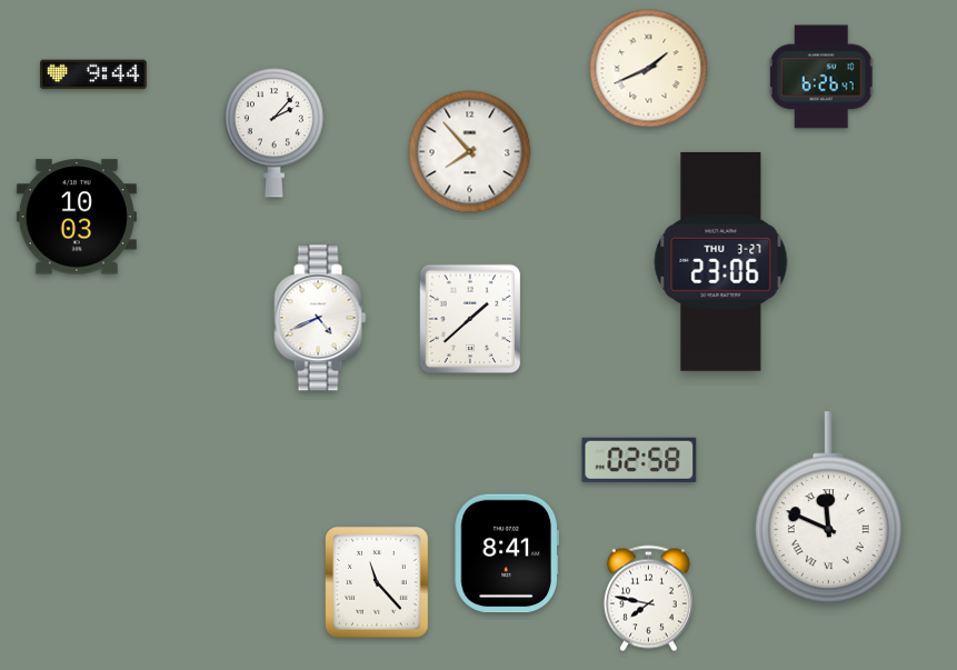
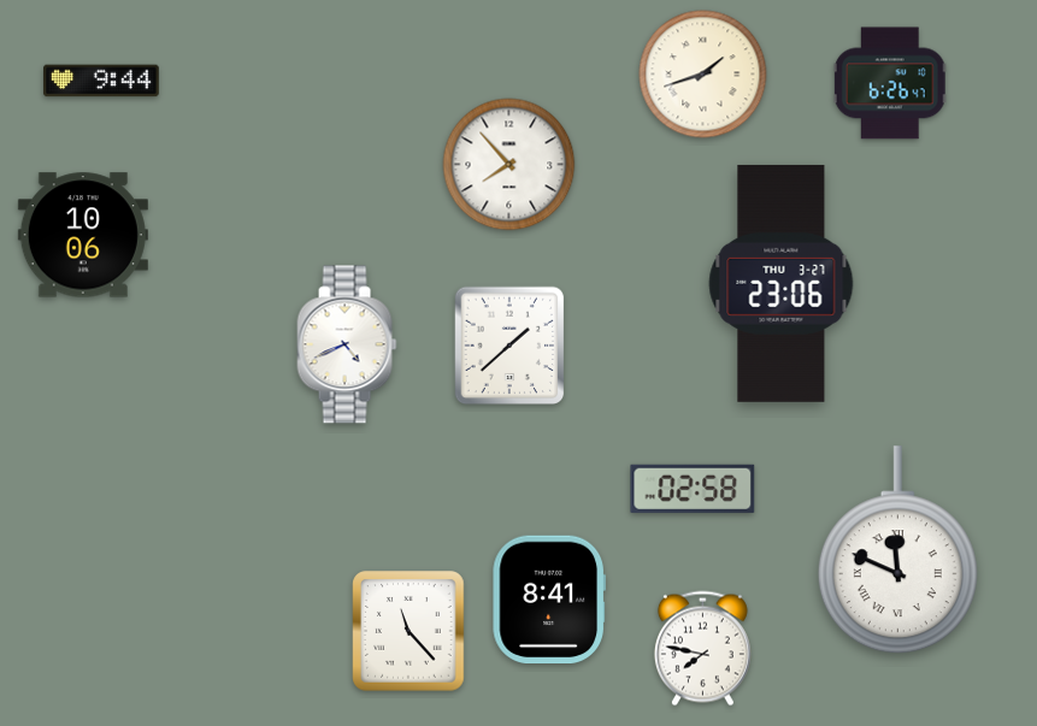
clock at (649, 69): 1:41 -> 1:42
clock at (273, 133): 2:07 -> none
clock at (77, 217): 10:03 -> 10:06
clock at (639, 460) position: (639, 460) -> (693, 489)
